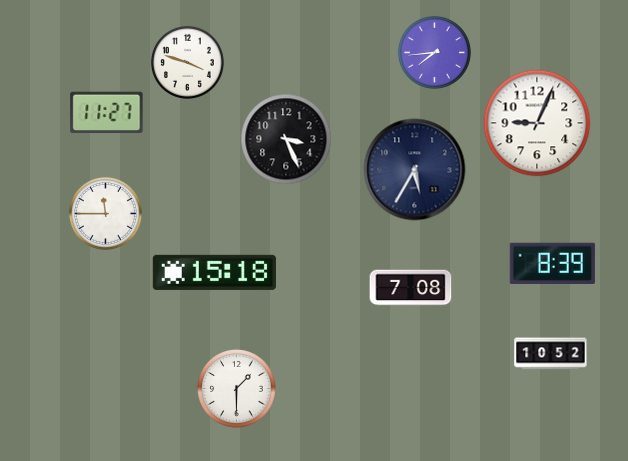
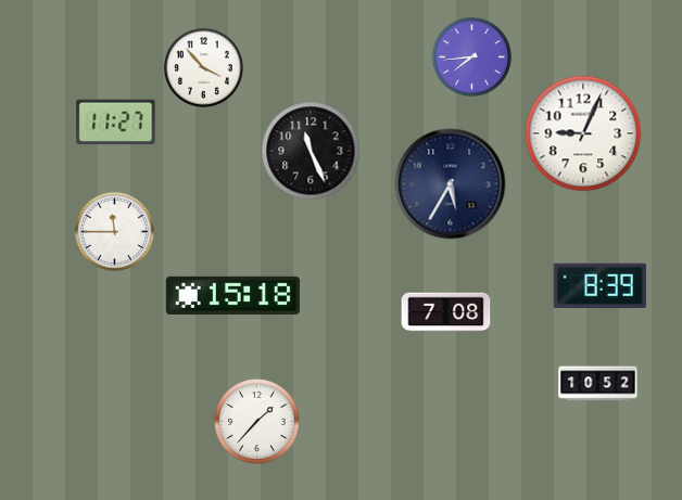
clock at (187, 62): 3:48 -> 3:53
clock at (286, 139): 3:26 -> 11:26
clock at (237, 389): 1:30 -> 1:37
